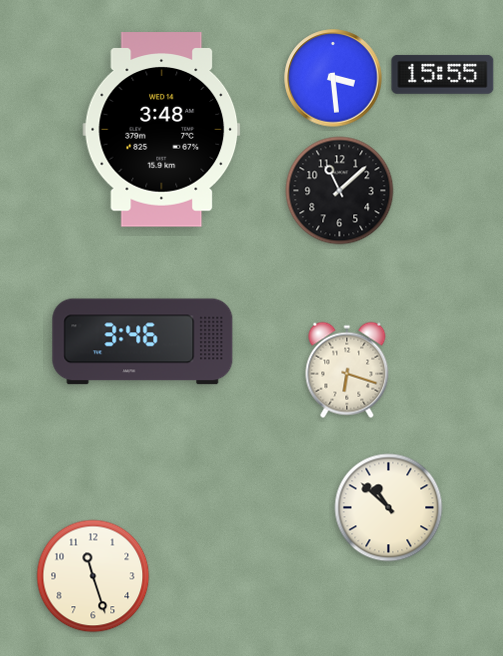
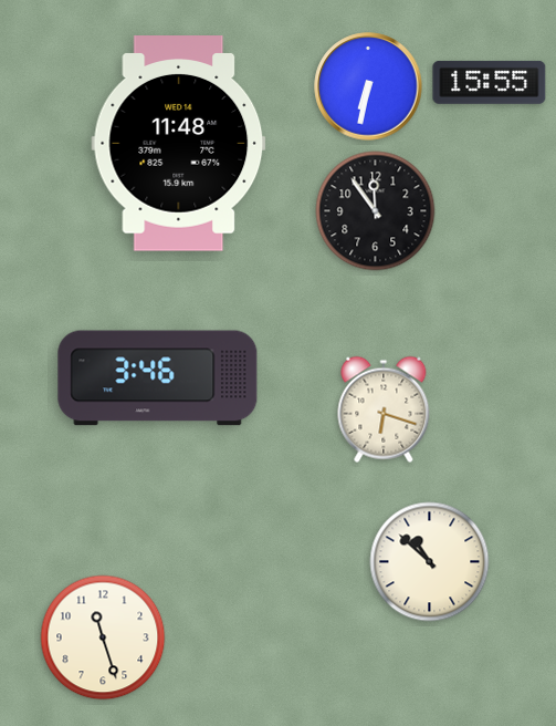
clock at (333, 78): 3:29 -> 6:32
clock at (162, 130): 3:48 -> 11:48
clock at (340, 191): 11:08 -> 11:54
